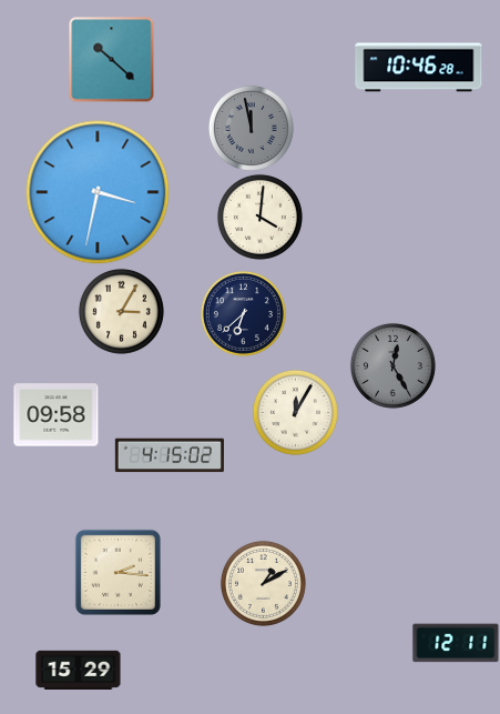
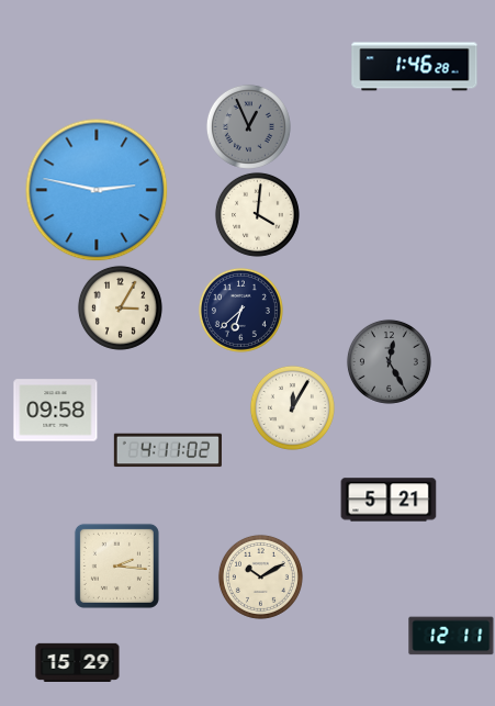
clock at (112, 60): 10:22 -> none
clock at (419, 68): 10:46 -> 1:46
clock at (251, 128): 11:58 -> 12:56
clock at (98, 192): 3:32 -> 2:47
clock at (170, 455): 4:15 -> 4:11
clock at (389, 500): none -> 5:21
clock at (263, 583): 1:10 -> 10:10
